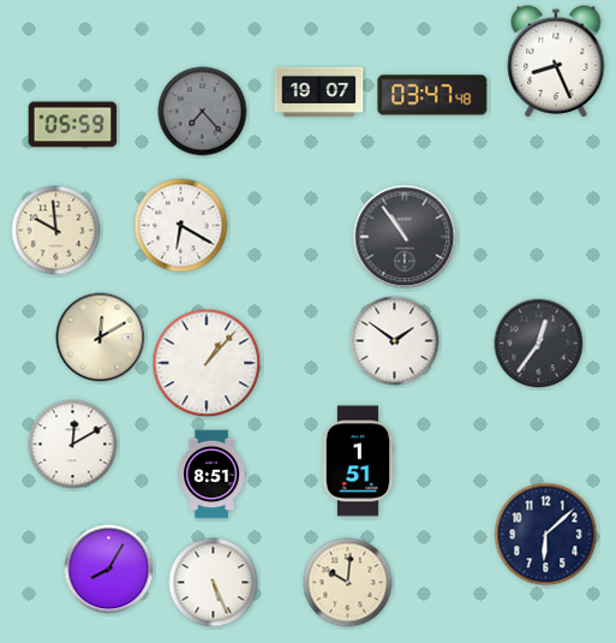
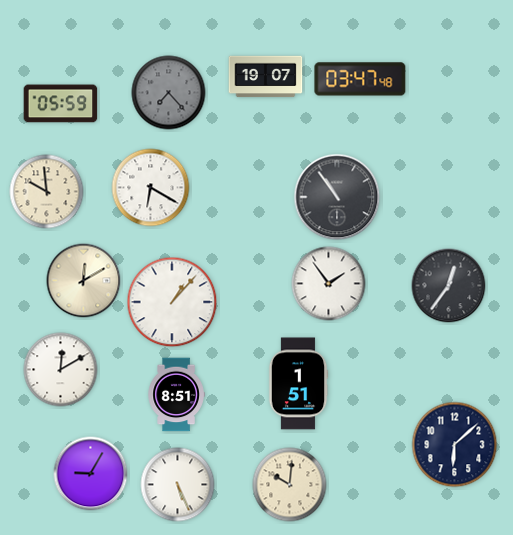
clock at (556, 61): 8:26 -> none
clock at (395, 341): 1:51 -> 1:54
clock at (109, 570): 8:05 -> 9:05
